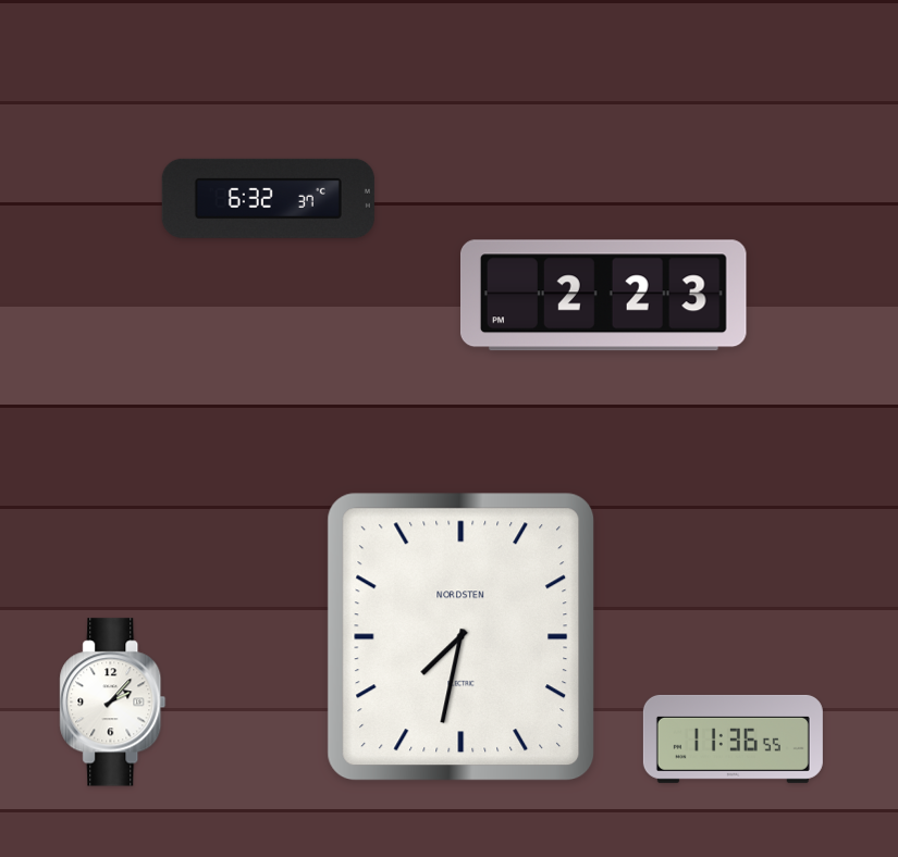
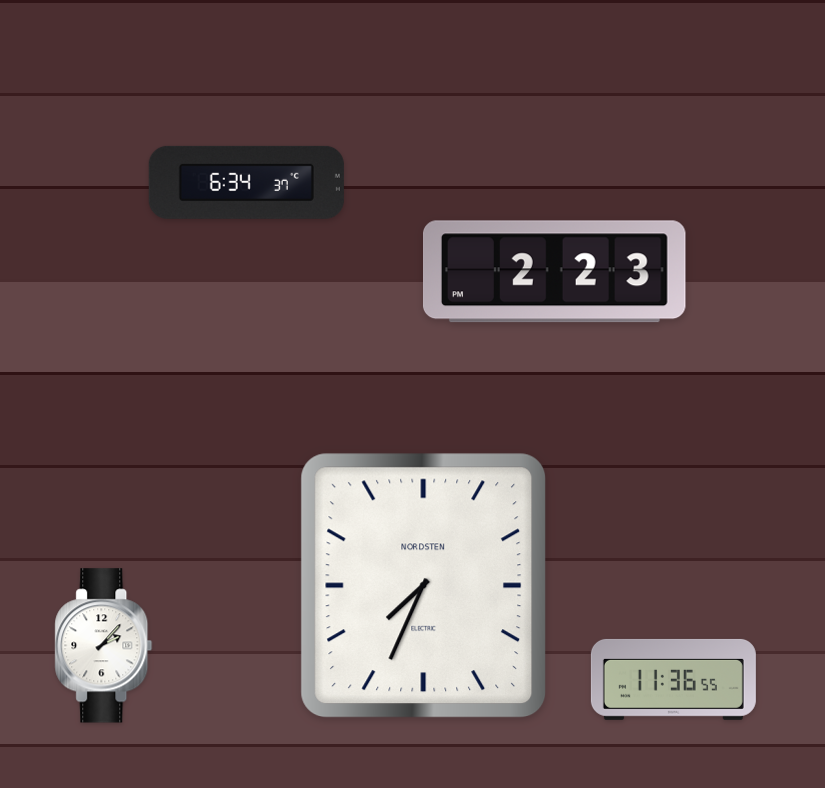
clock at (268, 198): 6:32 -> 6:34
clock at (462, 637): 7:32 -> 7:34
